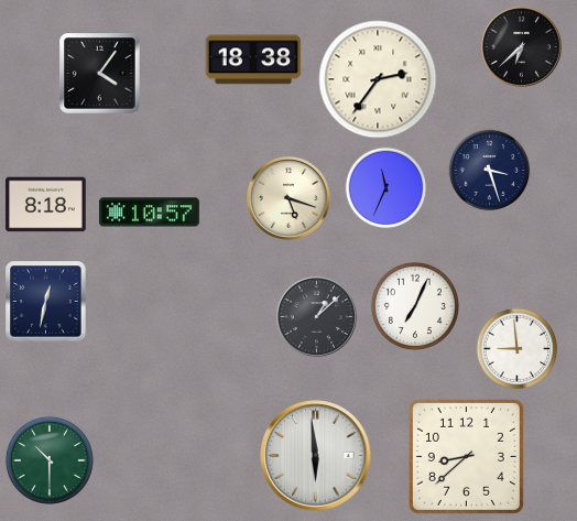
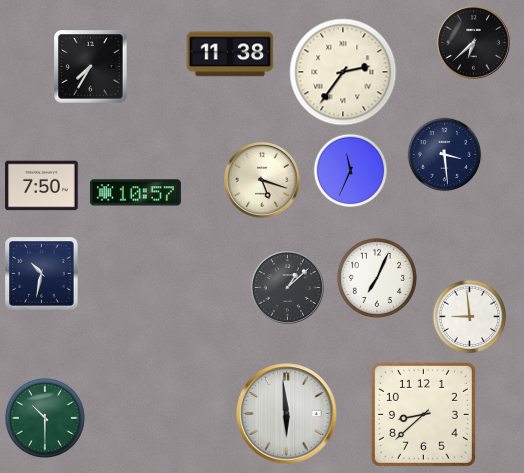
clock at (253, 59): 18:38 -> 11:38
clock at (100, 74): 4:06 -> 7:35
clock at (490, 171): 3:27 -> 3:29
clock at (46, 205): 8:18 -> 7:50
clock at (46, 302): 12:32 -> 10:32
